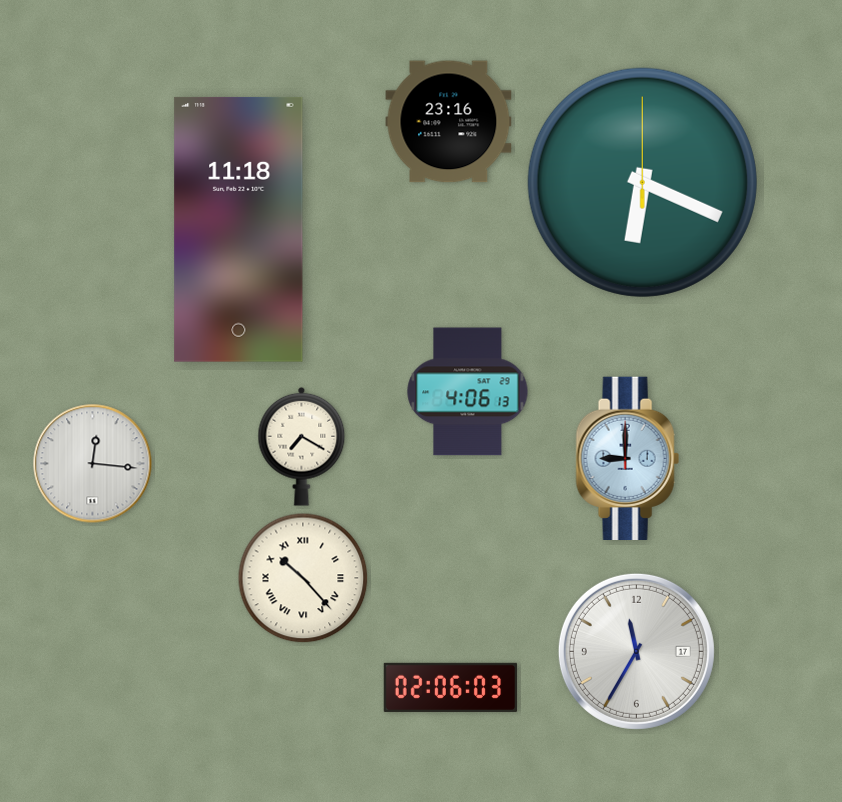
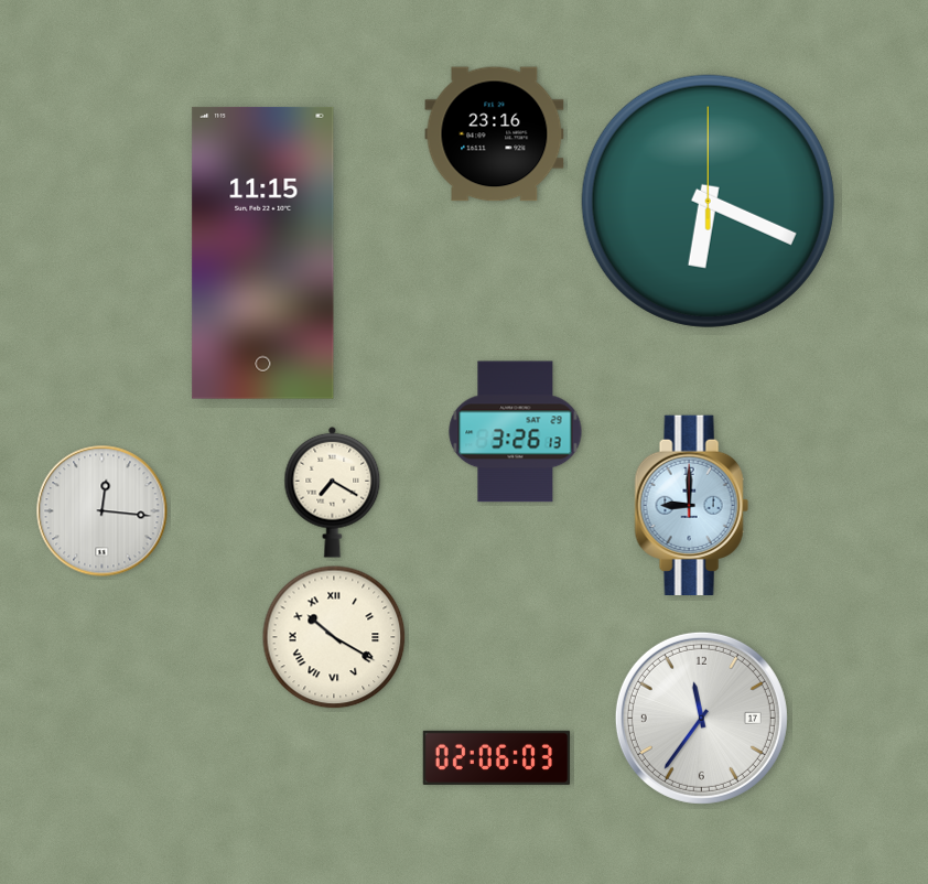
clock at (239, 229): 11:18 -> 11:15
clock at (468, 392): 4:06 -> 3:26
clock at (303, 578): 10:23 -> 10:20
clock at (636, 651): 11:35 -> 11:36
